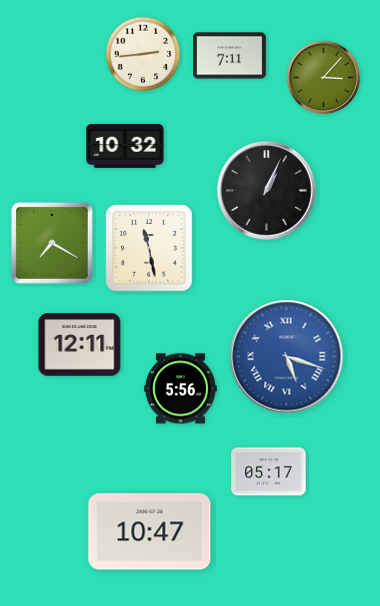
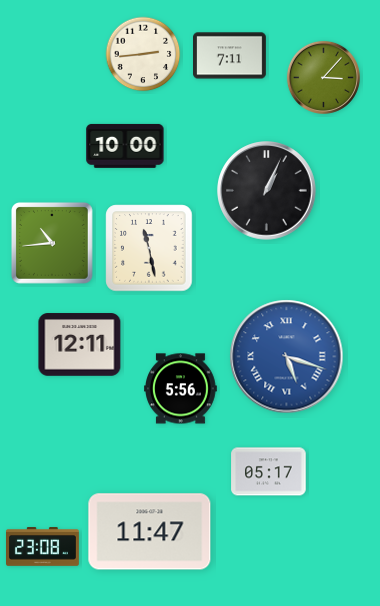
clock at (125, 146): 10:32 -> 10:00
clock at (52, 243): 7:20 -> 10:44
clock at (150, 532): 10:47 -> 11:47
clock at (43, 547): none -> 23:08
